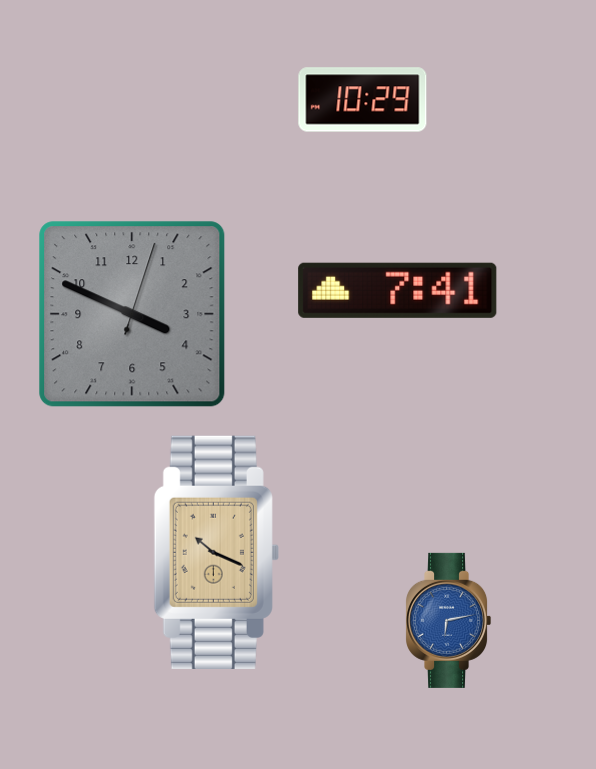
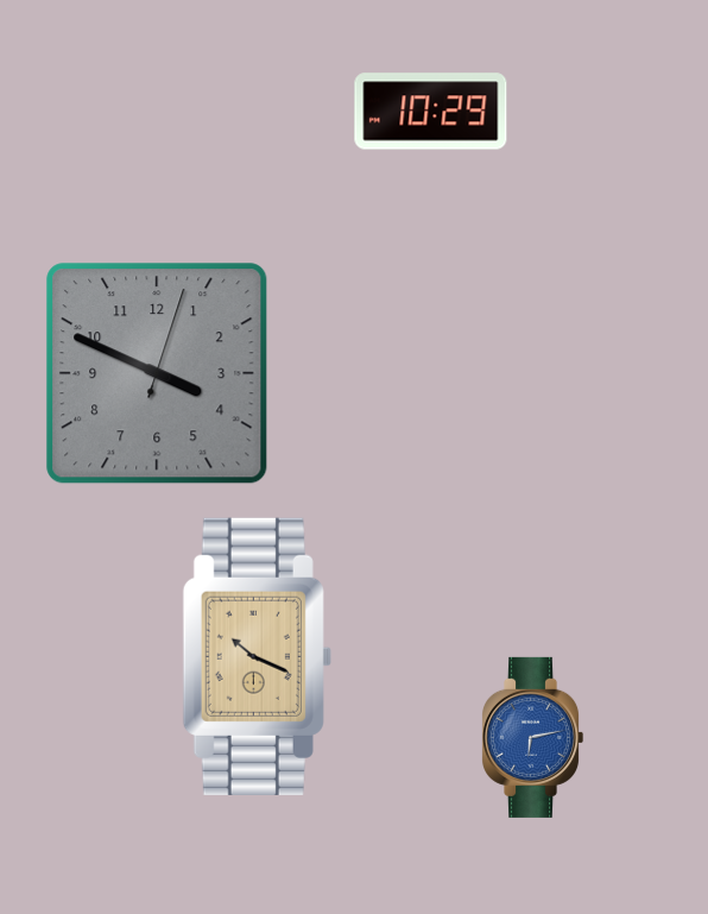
clock at (363, 100) position: (363, 100) -> (431, 112)
clock at (398, 290): 7:41 -> none
